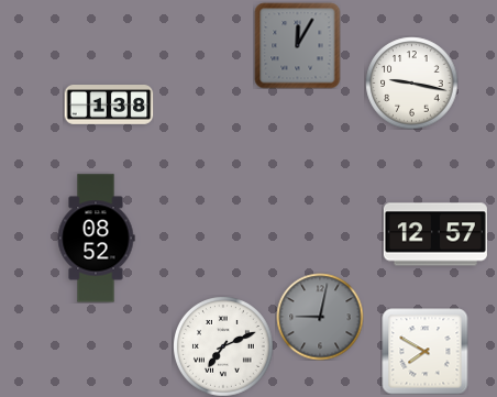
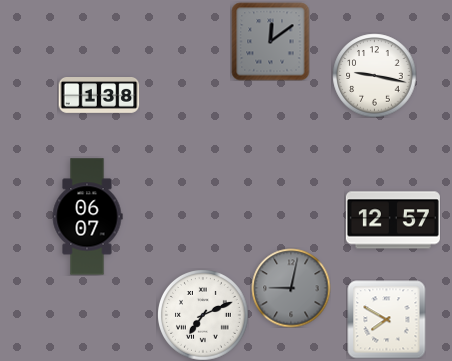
clock at (297, 45): 12:05 -> 12:09
clock at (435, 234) position: (435, 234) -> (393, 220)
clock at (96, 239): 08:52 -> 06:07
